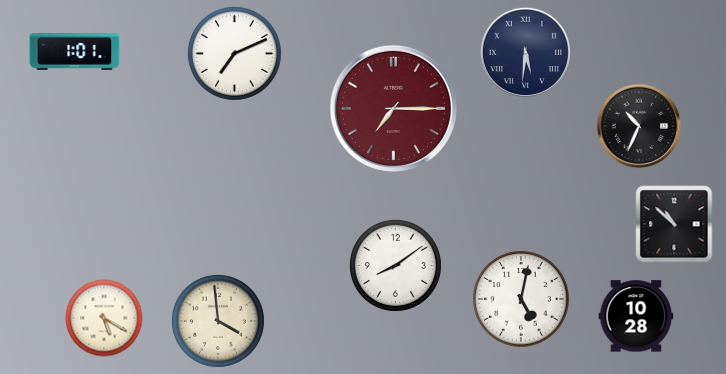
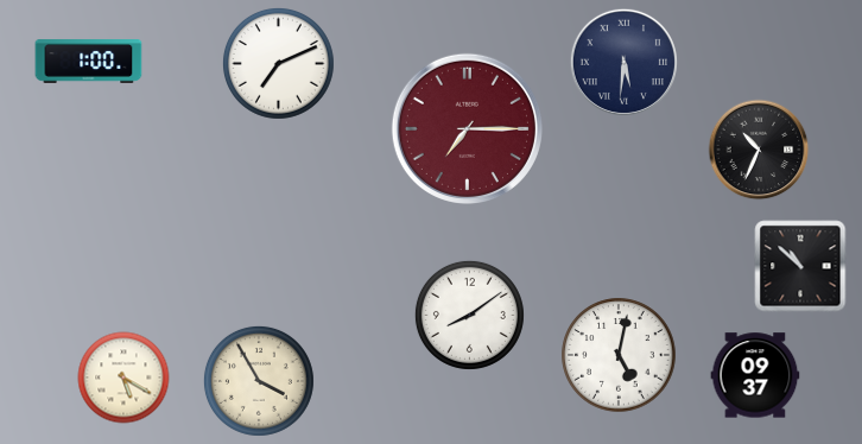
clock at (75, 52): 1:01 -> 1:00
clock at (636, 316): 10:28 -> 09:37
clock at (218, 321): 3:59 -> 3:55
